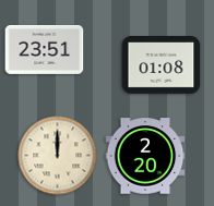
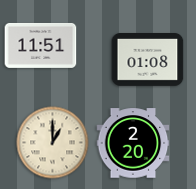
clock at (45, 49): 23:51 -> 11:51
clock at (58, 156): 12:00 -> 1:00
